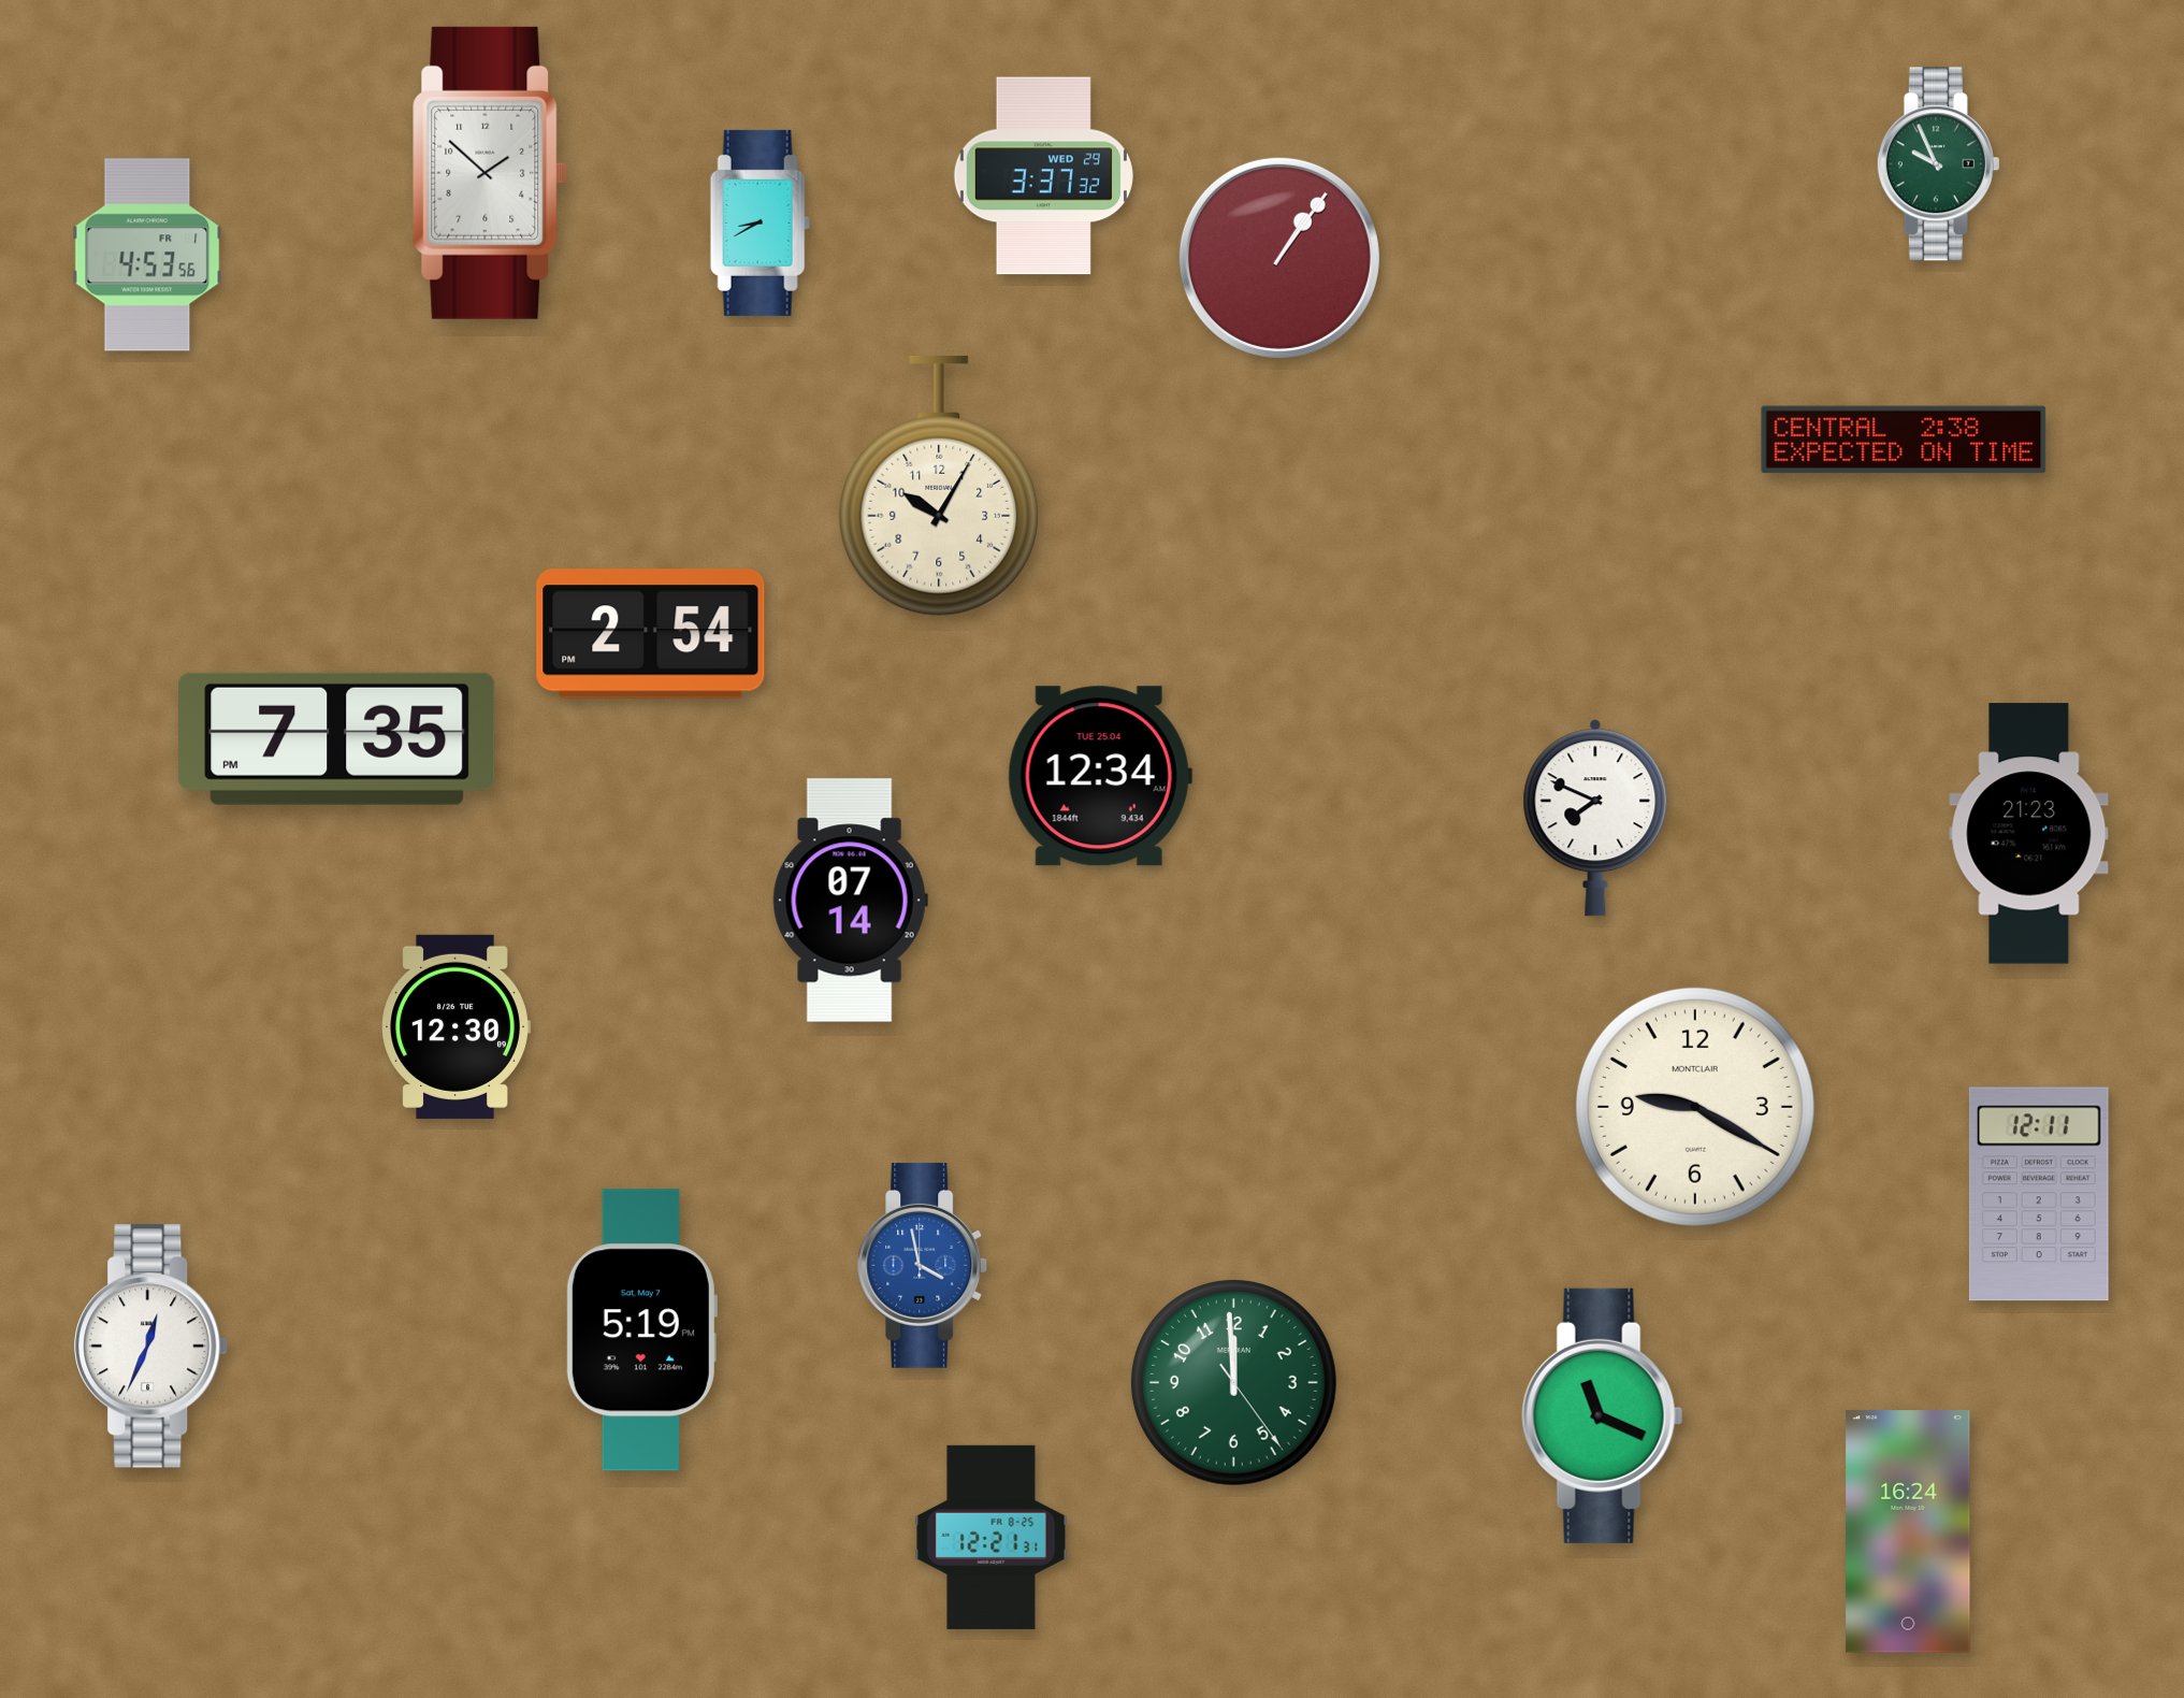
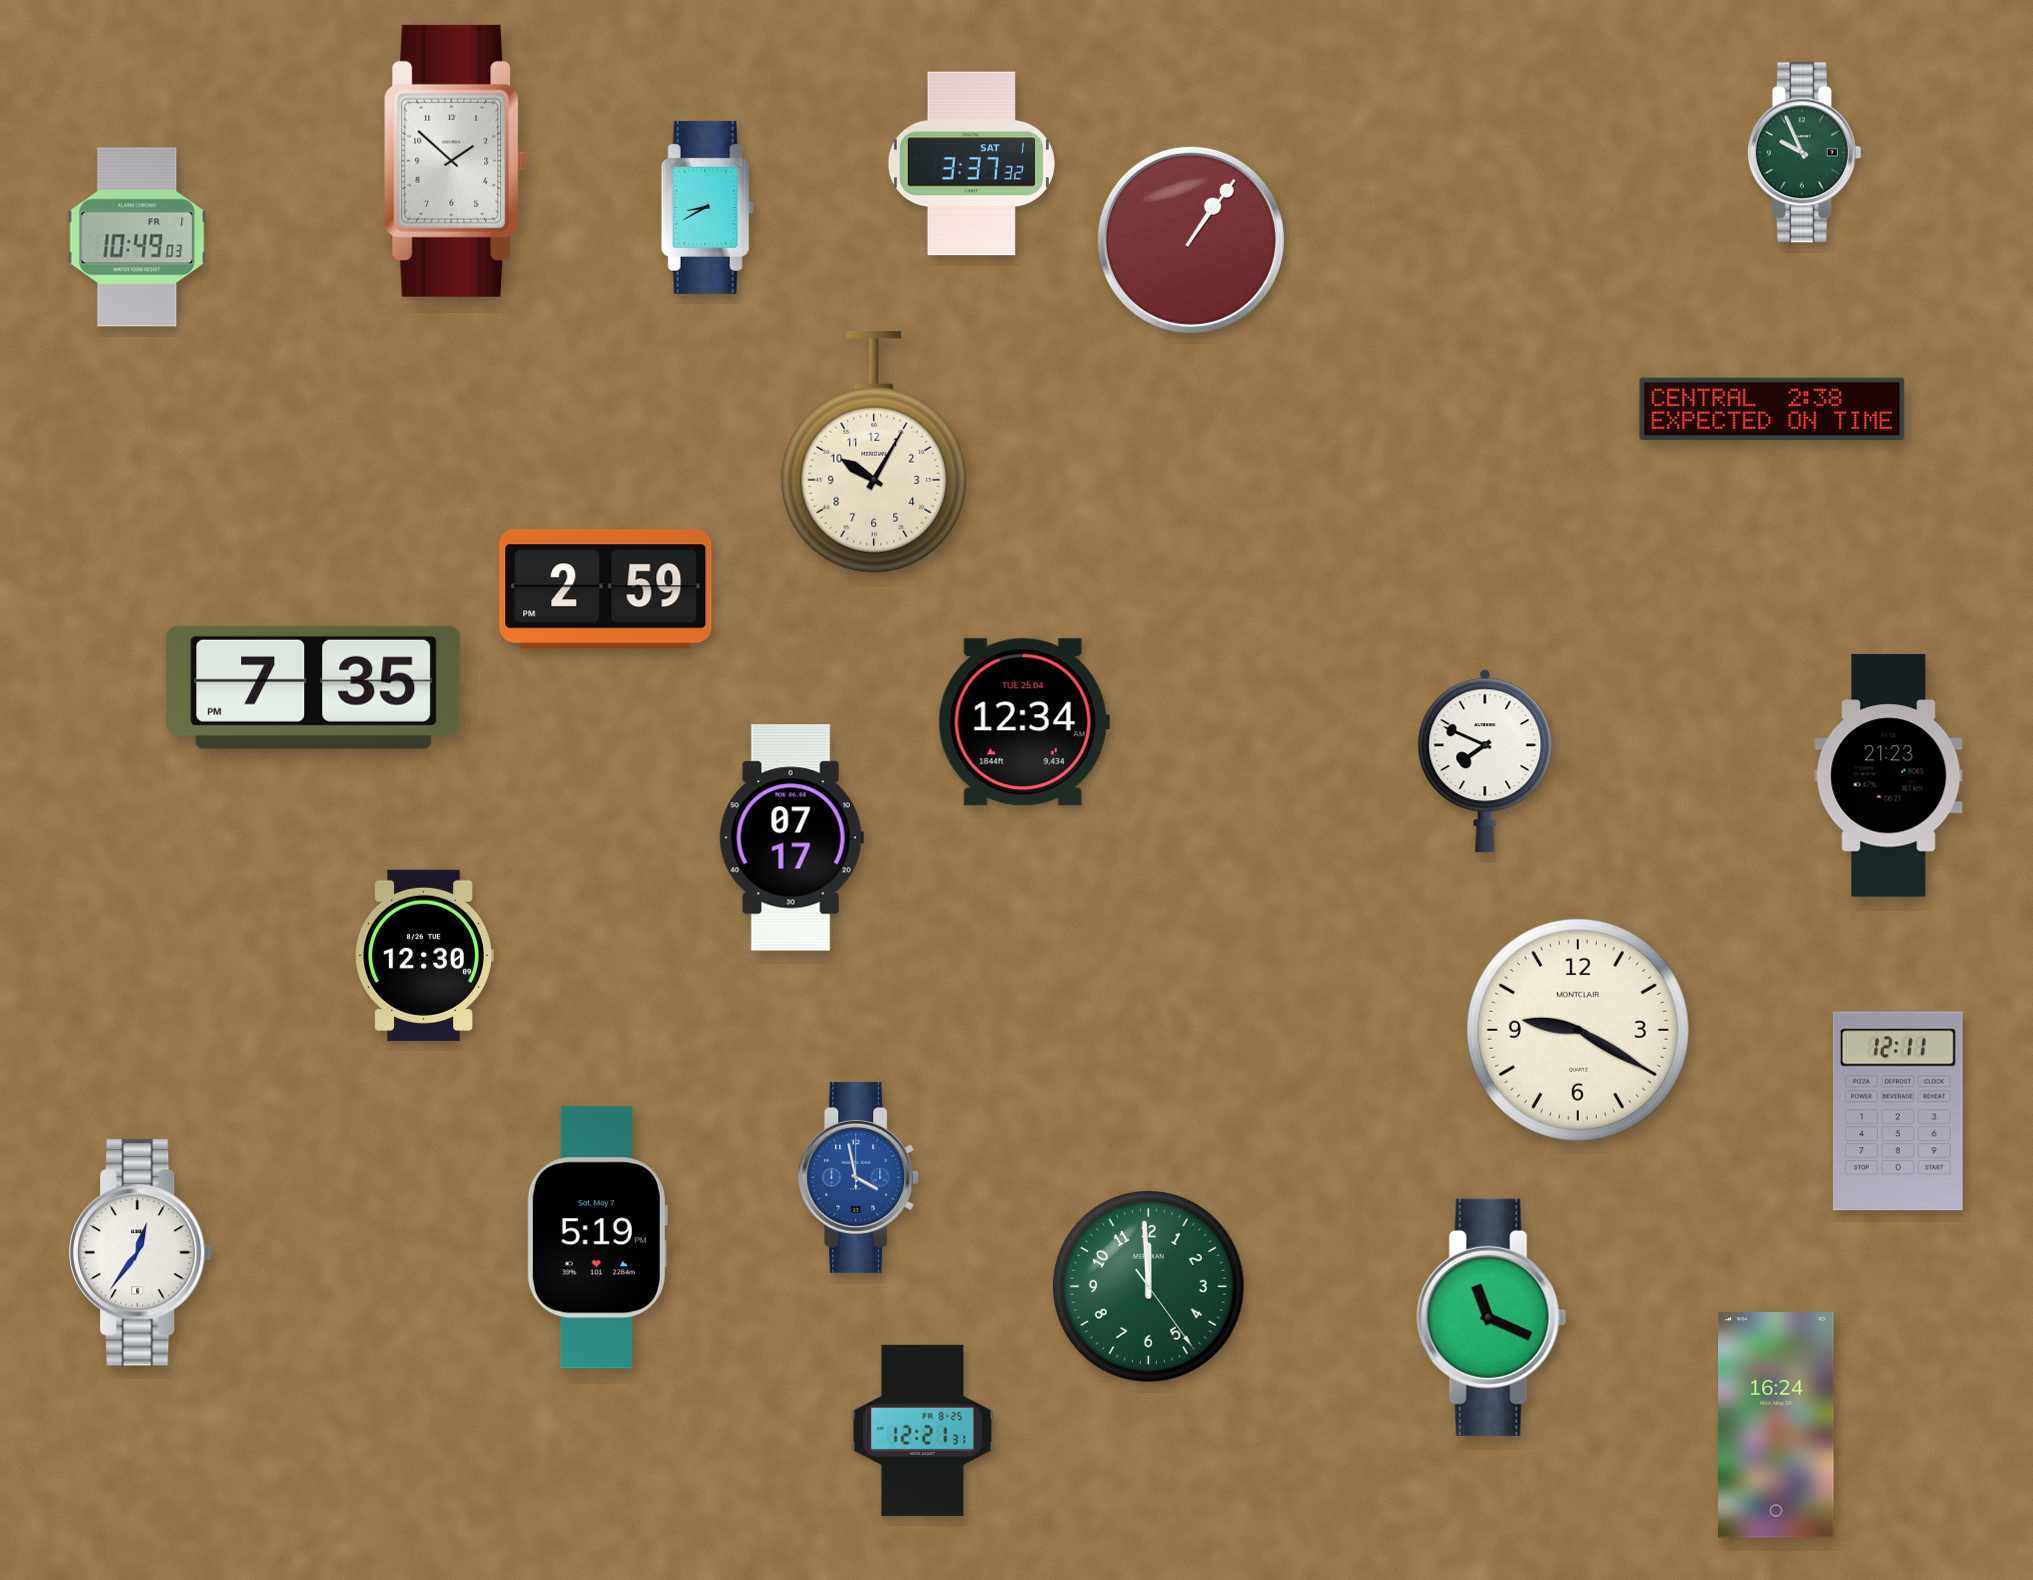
clock at (1043, 176) date: WED 29 -> SAT 1
clock at (147, 255): 4:53 -> 10:49
clock at (651, 634): 2:54 -> 2:59
clock at (850, 901): 07:14 -> 07:17
clock at (151, 1347): 12:34 -> 12:36
